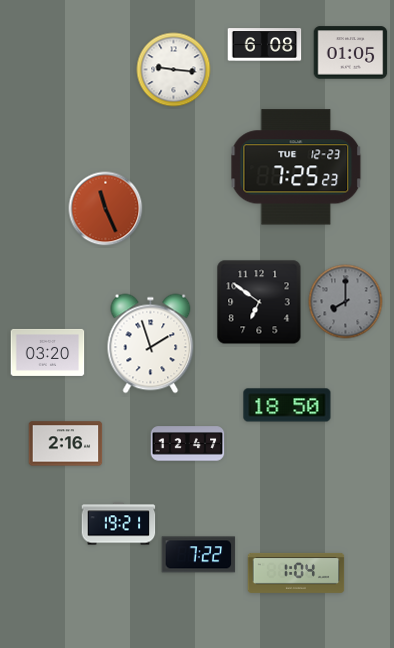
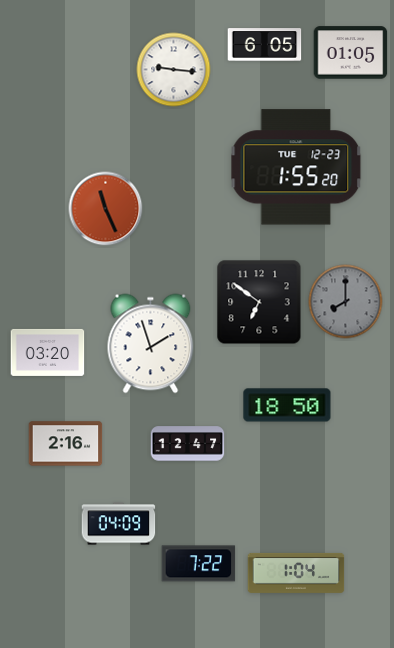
clock at (265, 45): 6:08 -> 6:05
clock at (296, 167): 7:25 -> 1:55
clock at (119, 524): 19:21 -> 04:09
clock at (199, 555) position: (199, 555) -> (199, 564)
